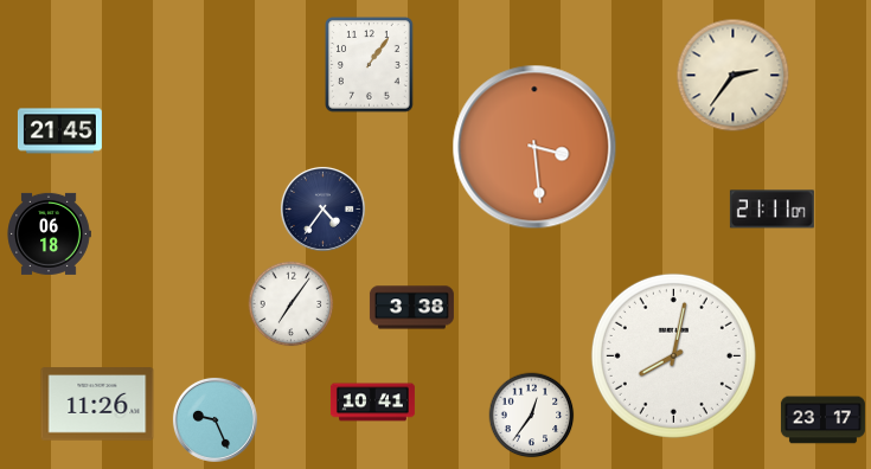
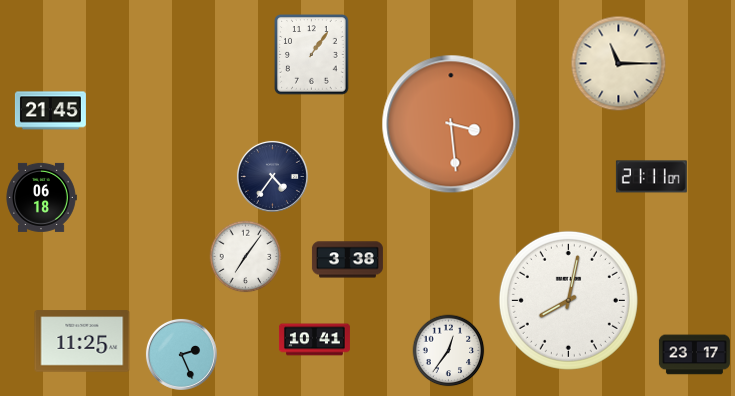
clock at (734, 76): 2:36 -> 11:15
clock at (97, 404): 11:26 -> 11:25
clock at (214, 419): 9:26 -> 2:26
